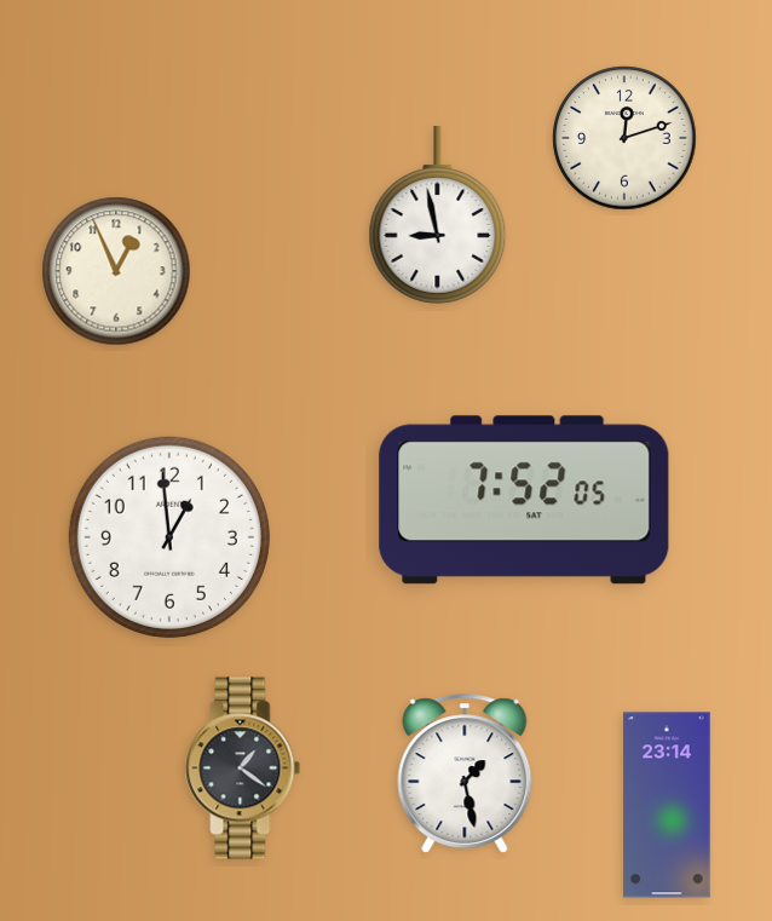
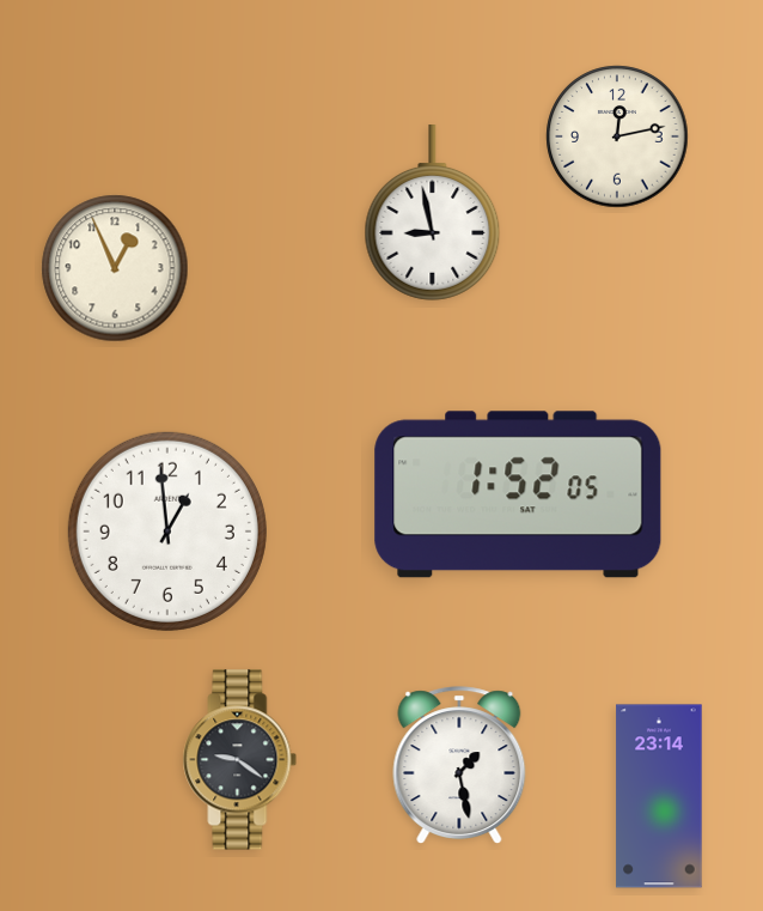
clock at (624, 138): 12:12 -> 12:13
clock at (524, 500): 7:52 -> 1:52
clock at (243, 769): 1:21 -> 9:21
